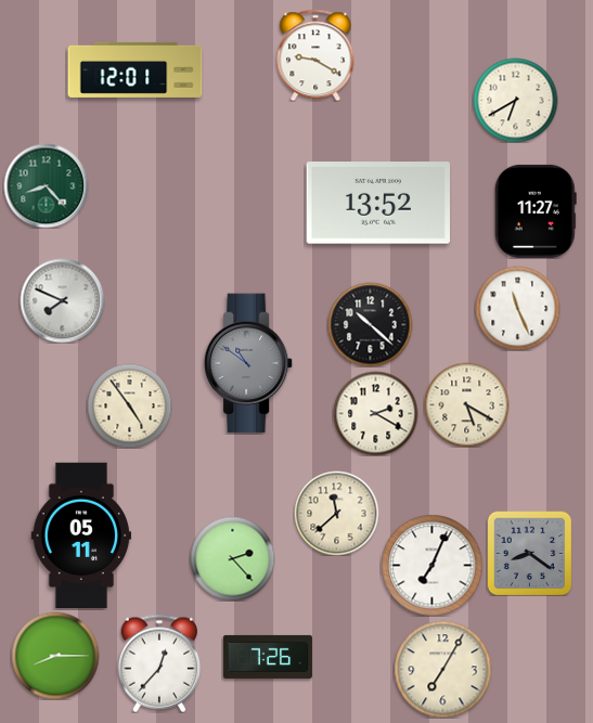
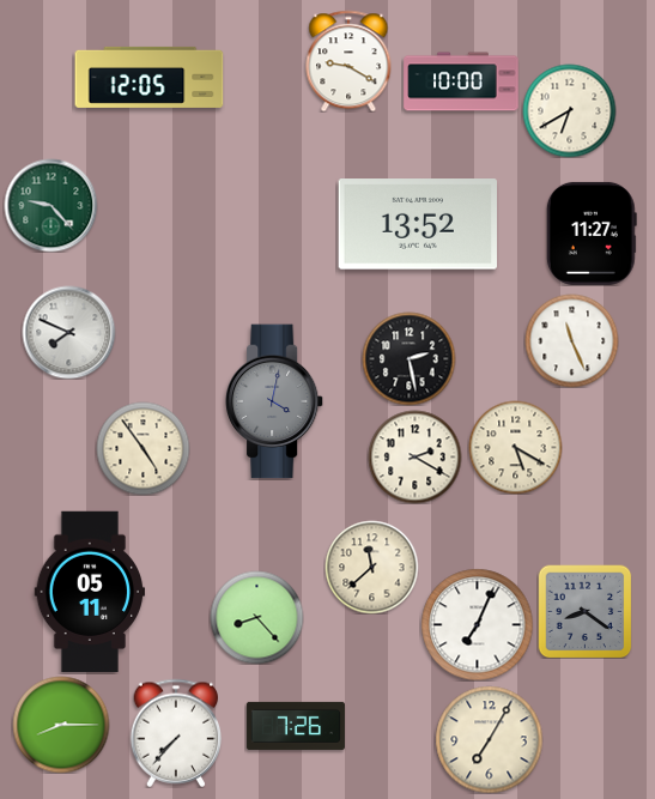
clock at (136, 69): 12:01 -> 12:05
clock at (461, 81): none -> 10:00
clock at (46, 185): 8:23 -> 9:23
clock at (370, 324): 10:22 -> 2:28
clock at (248, 363): 10:51 -> 4:02
clock at (232, 558): 2:23 -> 8:23
clock at (159, 663): 12:37 -> 7:37
